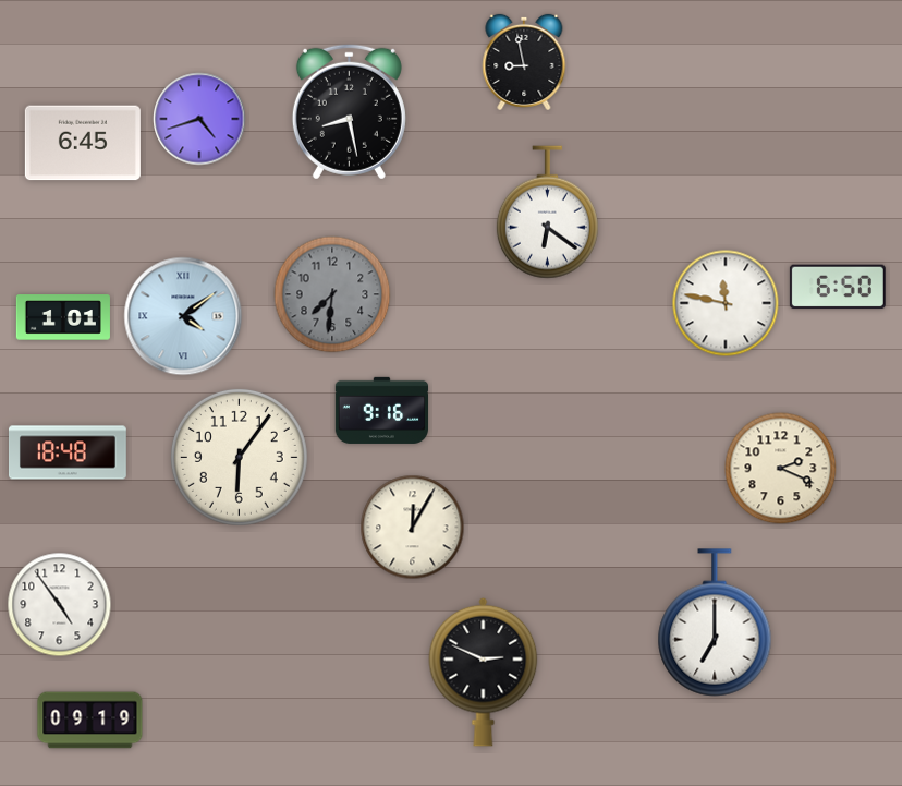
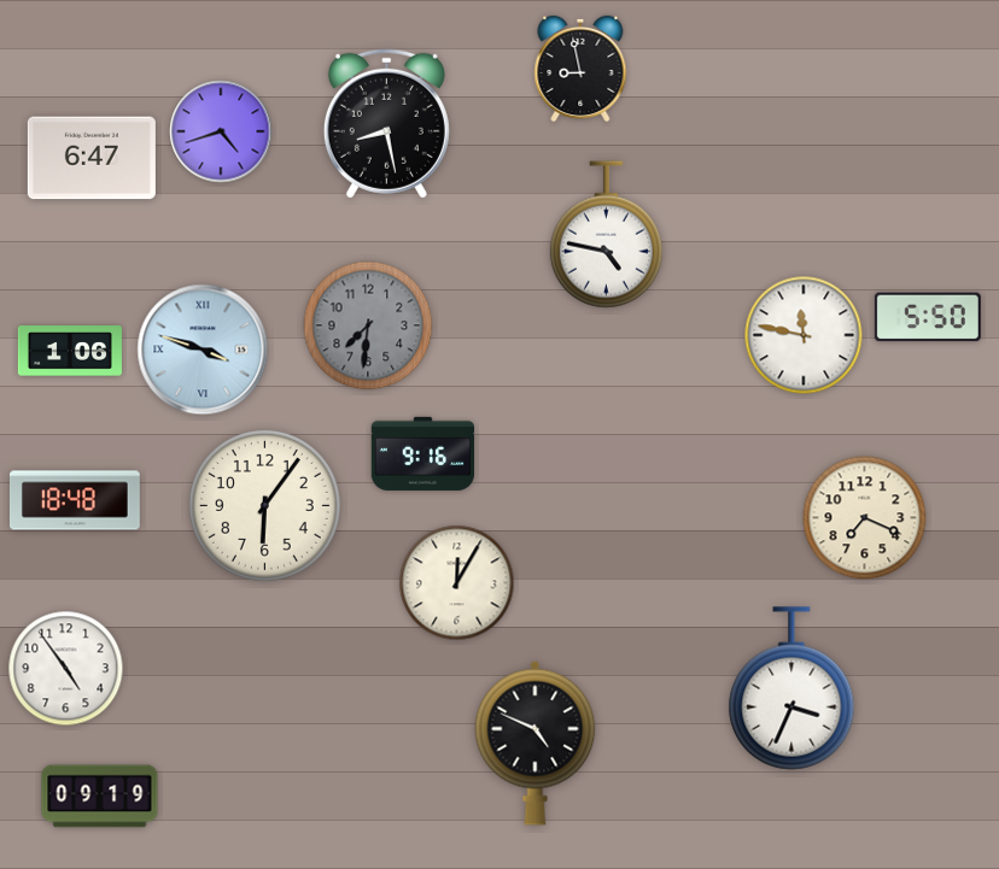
clock at (83, 143): 6:45 -> 6:47
clock at (547, 213): 6:21 -> 4:47
clock at (838, 287): 6:50 -> 5:50
clock at (183, 316): 4:09 -> 3:48
clock at (63, 317): 1:01 -> 1:06
clock at (781, 469): 2:19 -> 7:19
clock at (715, 622): 7:00 -> 3:34
clock at (484, 672): 2:49 -> 4:49
